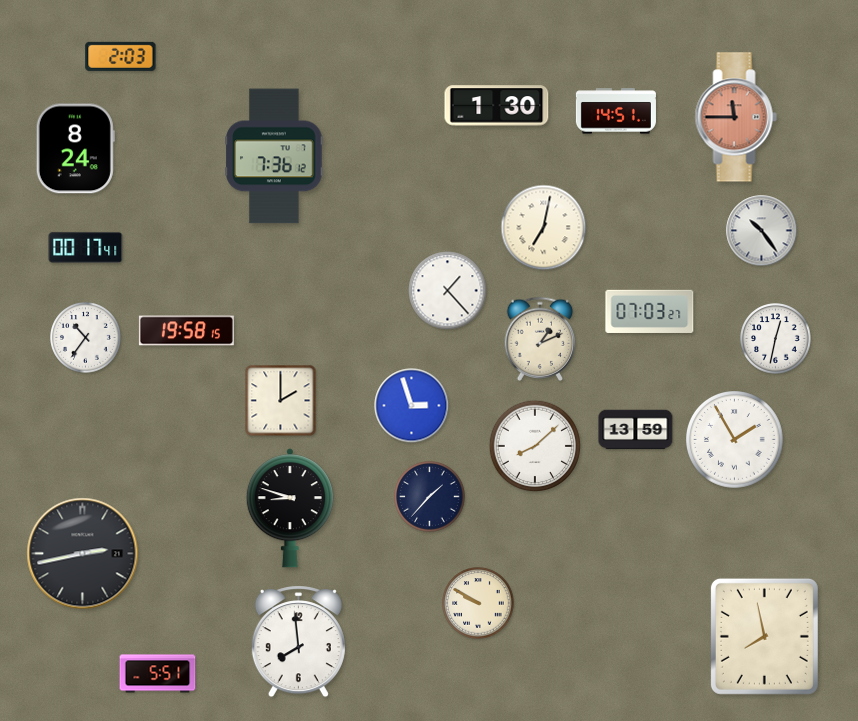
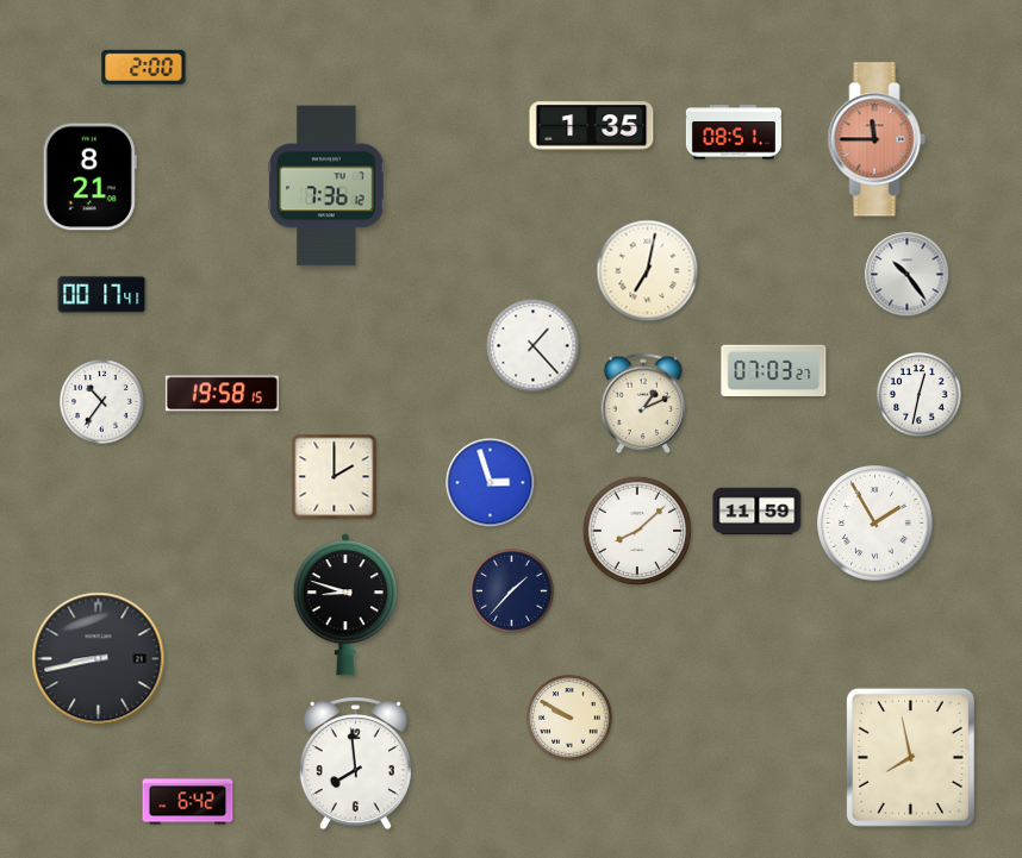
clock at (121, 56): 2:03 -> 2:00
clock at (497, 106): 1:30 -> 1:35
clock at (616, 111): 14:51 -> 08:51
clock at (75, 149): 8:24 -> 8:21
clock at (776, 339) position: (776, 339) -> (920, 395)
clock at (636, 430): 13:59 -> 11:59
clock at (83, 554): 2:43 -> 8:43
clock at (158, 674): 5:51 -> 6:42
